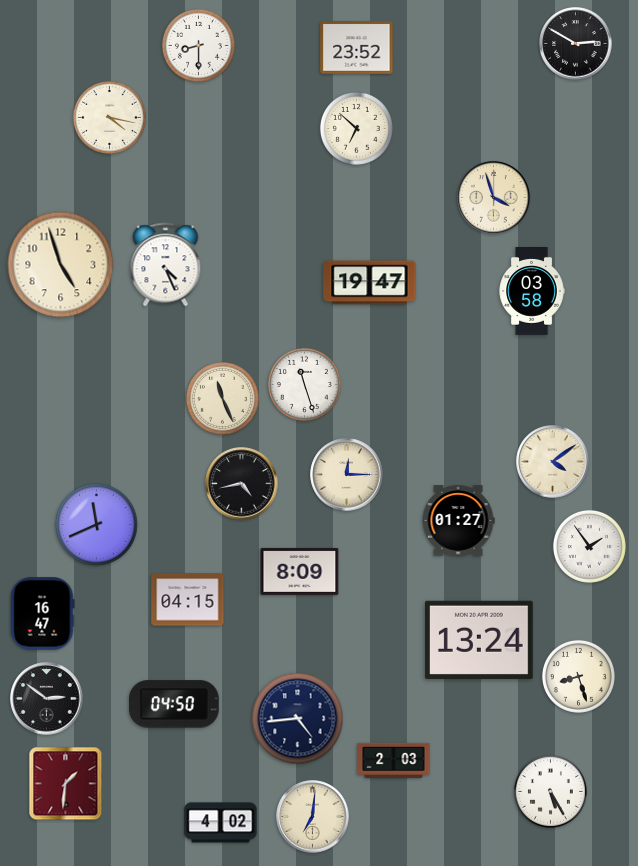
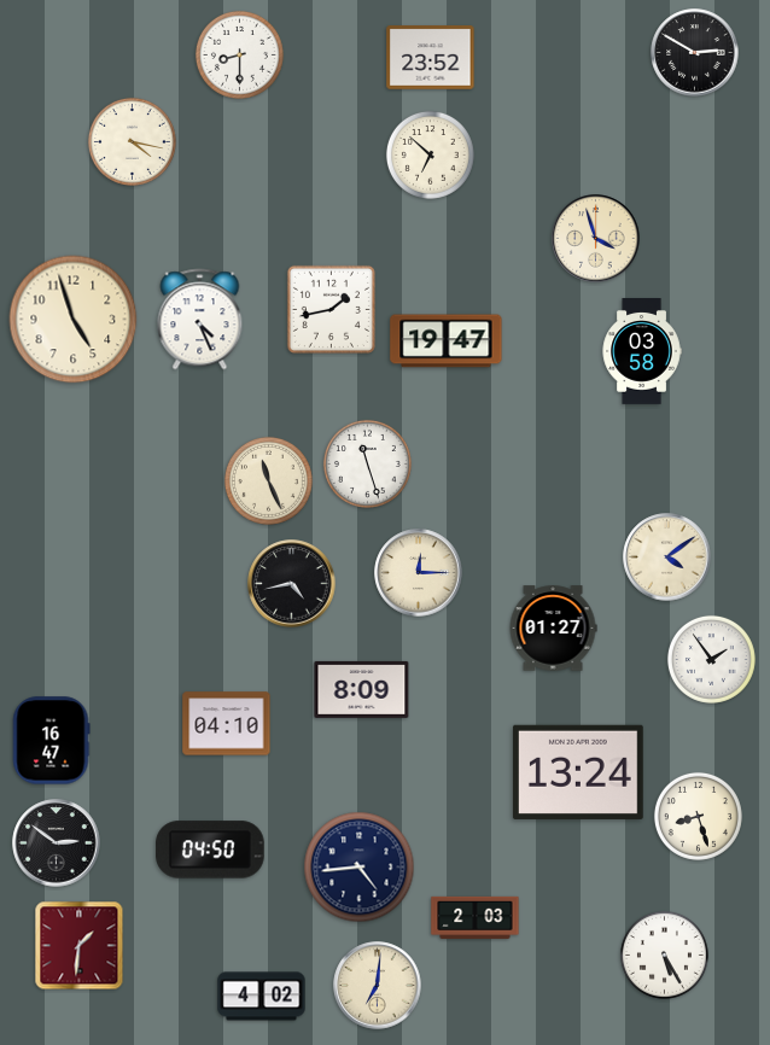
clock at (331, 309): none -> 1:43
clock at (97, 525): 11:41 -> none
clock at (188, 600): 04:15 -> 04:10
clock at (221, 823) position: (221, 823) -> (262, 997)
